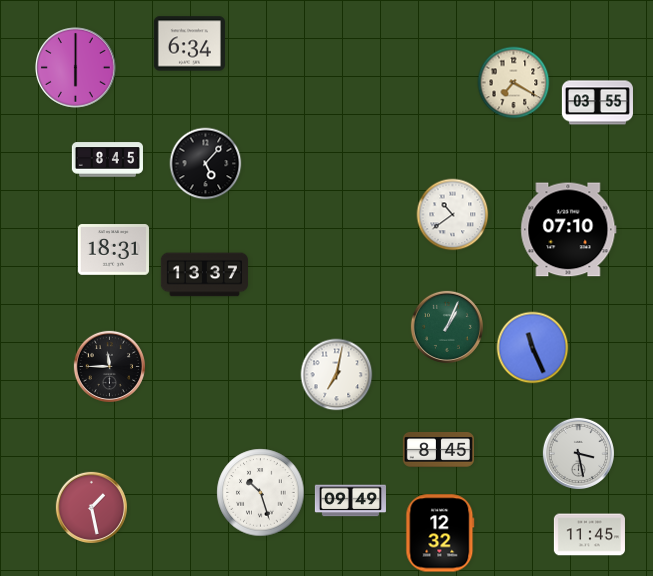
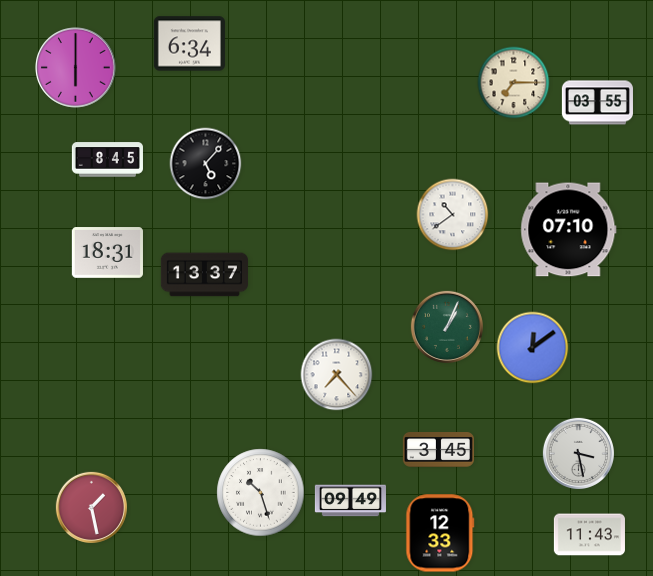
clock at (514, 83): 7:20 -> 7:15
clock at (113, 250) position: (113, 250) -> (107, 253)
clock at (533, 348): 11:26 -> 12:09
clock at (109, 366): 11:45 -> none
clock at (337, 375): 7:02 -> 7:23
clock at (438, 450): 8:45 -> 3:45
clock at (440, 533): 12:32 -> 12:33
clock at (589, 535): 11:45 -> 11:43
